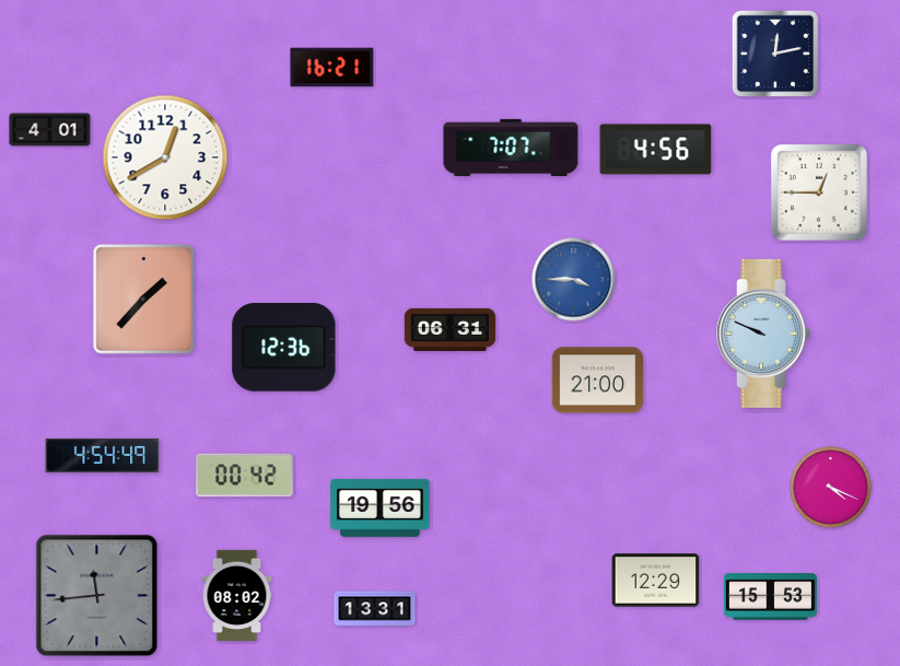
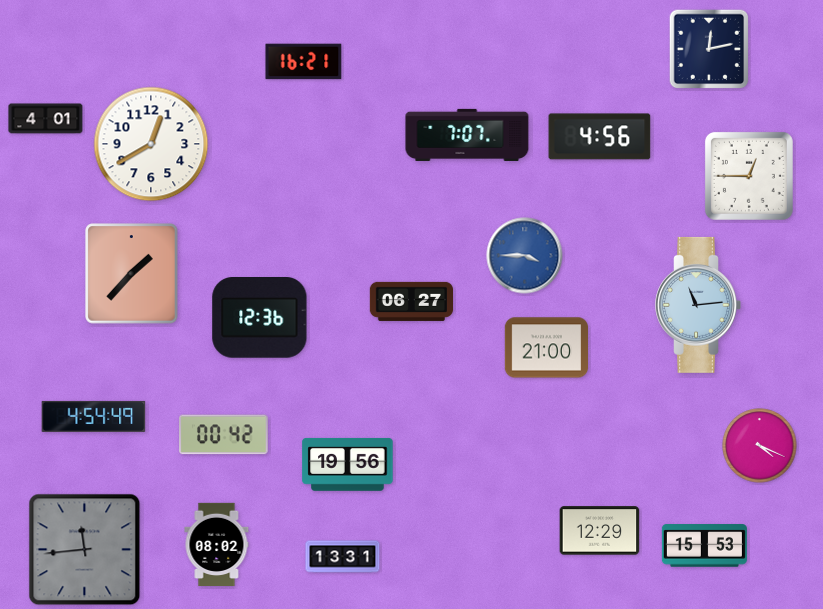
clock at (449, 329): 06:31 -> 06:27
clock at (763, 334): 9:49 -> 11:14
clock at (97, 596) position: (97, 596) -> (85, 550)
